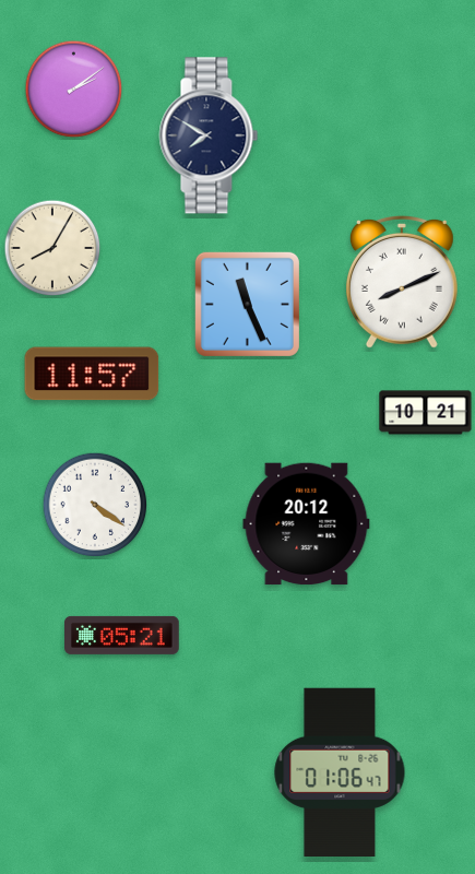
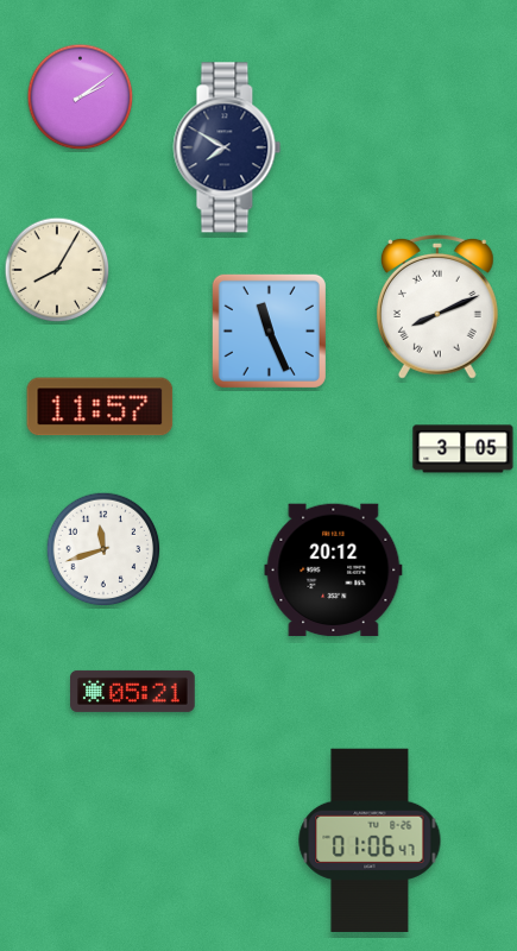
clock at (426, 413): 10:21 -> 3:05
clock at (95, 505): 4:21 -> 11:42
